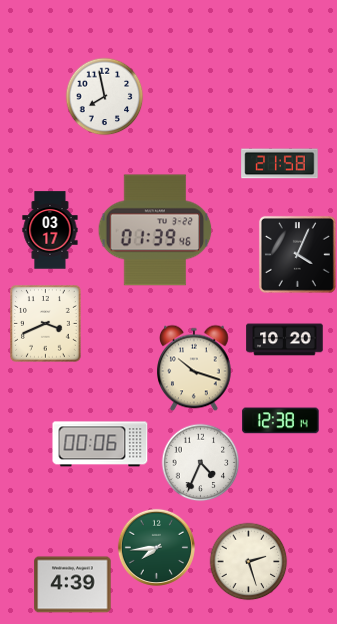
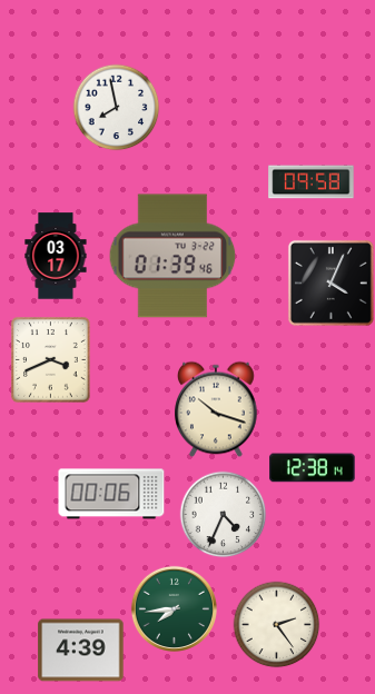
clock at (280, 164): 21:58 -> 09:58
clock at (285, 340): 10:20 -> none
clock at (248, 561): 2:27 -> 2:24
